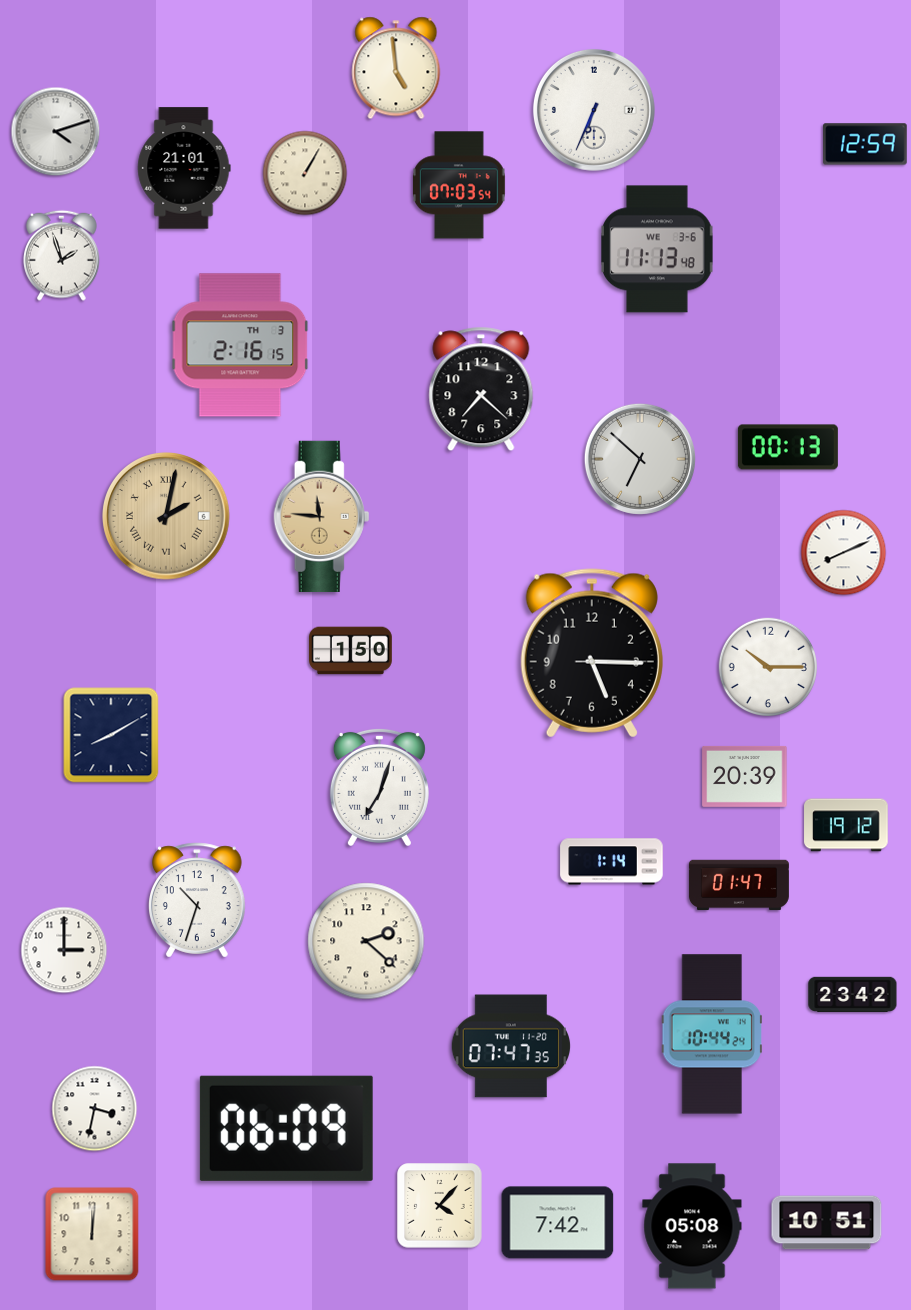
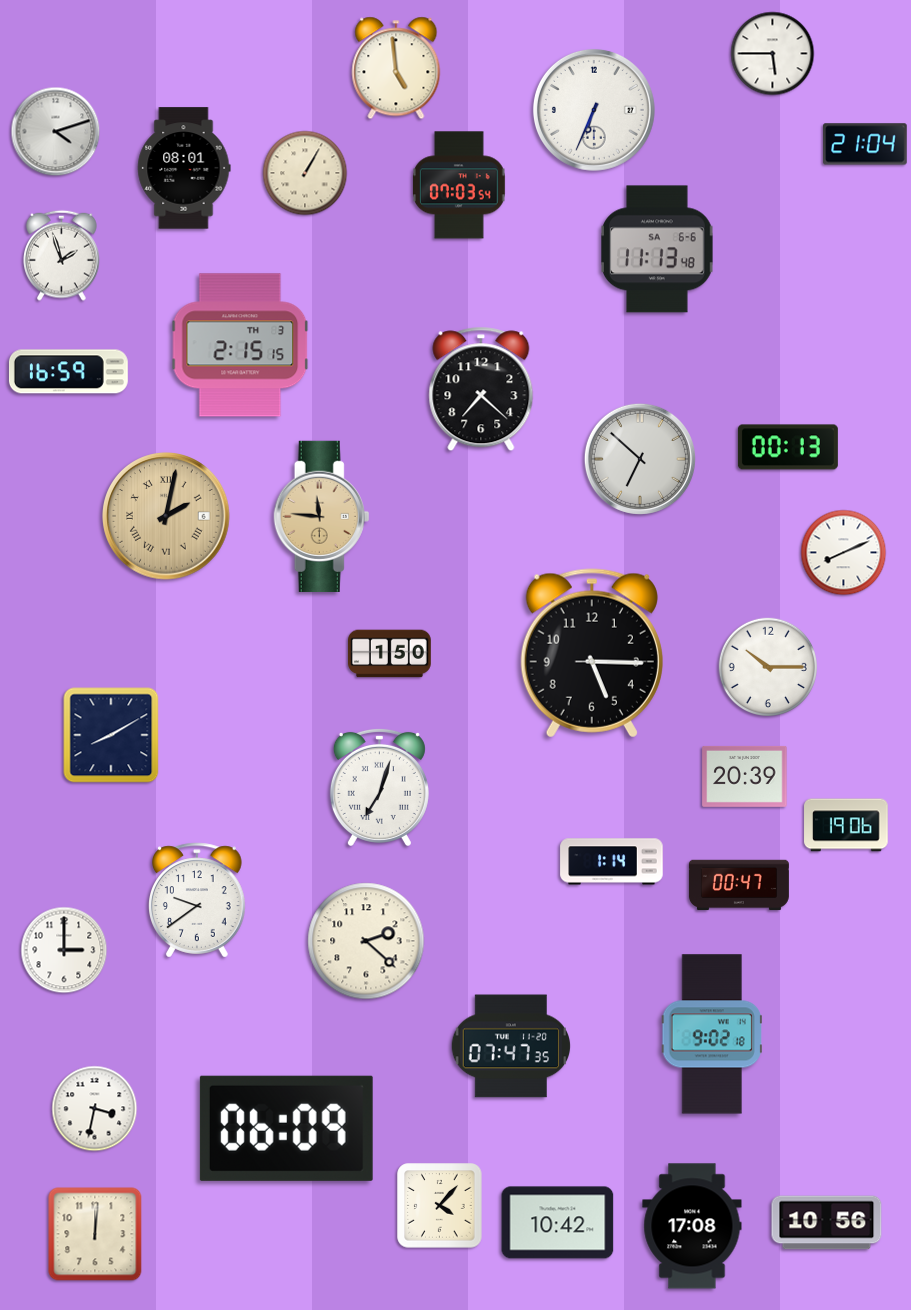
clock at (773, 54): none -> 5:45
clock at (865, 144): 12:59 -> 21:04
clock at (184, 168): 21:01 -> 08:01
clock at (658, 249) date: WE 3-6 -> SA 6-6
clock at (240, 345): 2:16 -> 2:15
clock at (68, 372): none -> 16:59
clock at (351, 651) position: (351, 651) -> (390, 654)
clock at (846, 825): 19:12 -> 19:06
clock at (739, 885): 01:47 -> 00:47
clock at (198, 900): 10:33 -> 9:39
clock at (853, 994): 23:42 -> none
clock at (712, 1034): 10:44 -> 9:02
clock at (558, 1223): 7:42 -> 10:42
clock at (827, 1223): 10:51 -> 10:56
clock at (692, 1226): 05:08 -> 17:08
clock at (92, 1234) position: (92, 1234) -> (95, 1234)
